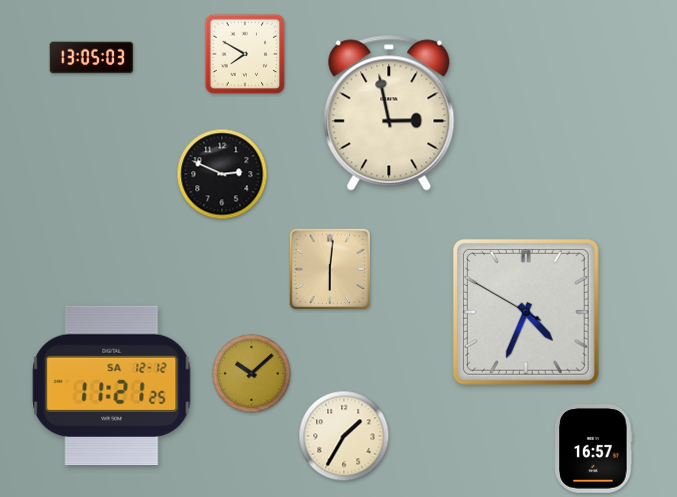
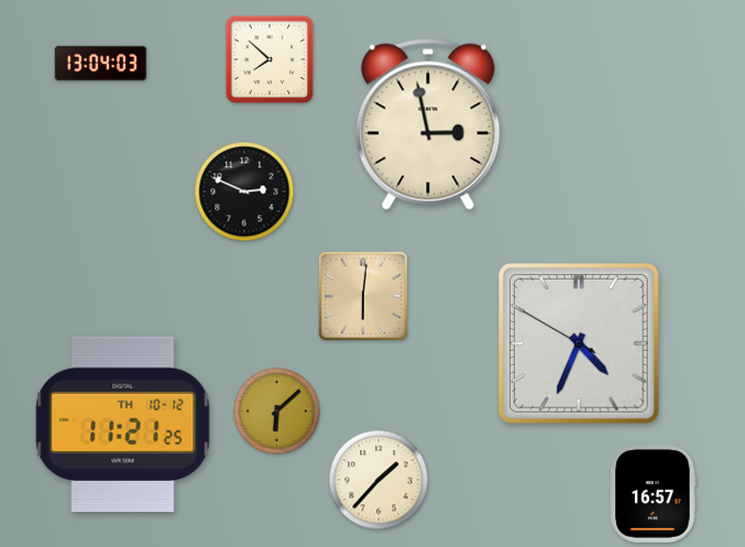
clock at (245, 54): 7:50 -> 7:52
clock at (92, 58): 13:05 -> 13:04
clock at (252, 374): 10:08 -> 6:08
clock at (112, 386) date: SA 12-12 -> TH 10-12
clock at (344, 436): 1:35 -> 1:37
